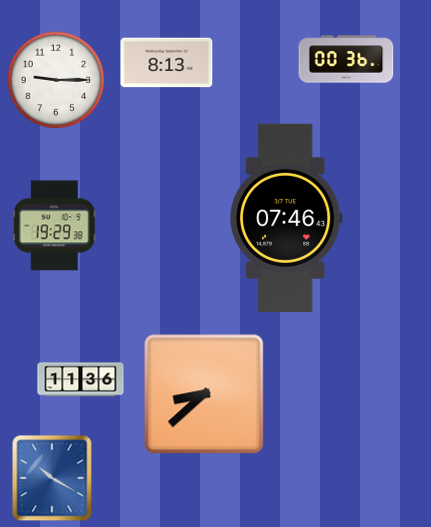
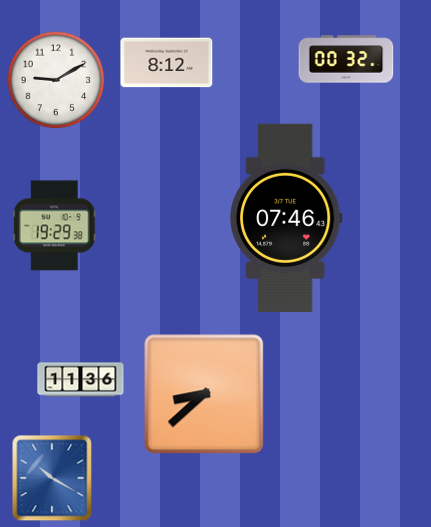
clock at (346, 59): 00:36 -> 00:32
clock at (167, 63): 8:13 -> 8:12
clock at (56, 80): 9:15 -> 9:10
